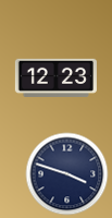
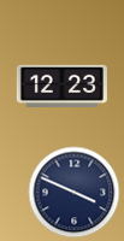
clock at (67, 174): 3:48 -> 3:49
